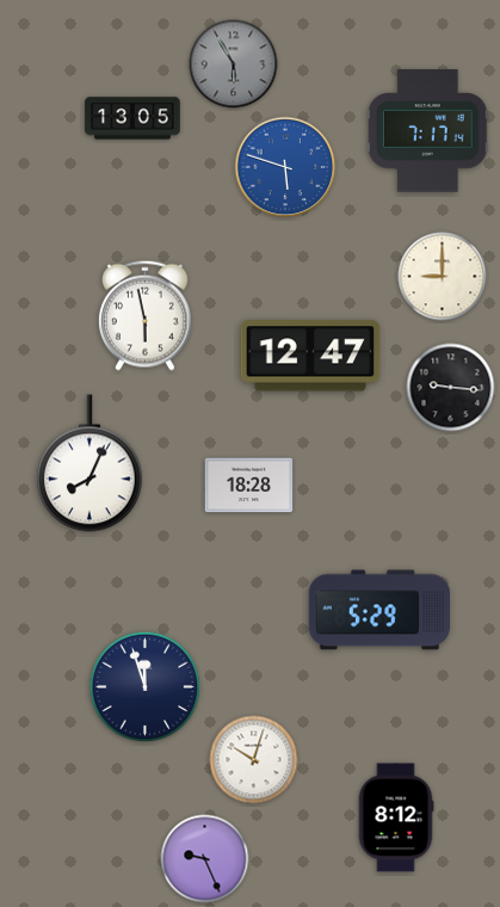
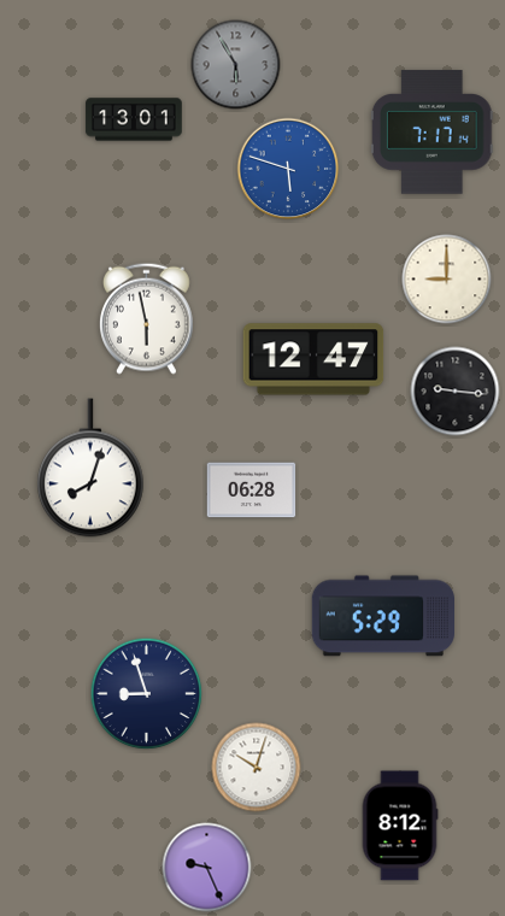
clock at (132, 118): 13:05 -> 13:01
clock at (91, 463): 8:04 -> 8:03
clock at (249, 486): 18:28 -> 06:28
clock at (146, 687): 11:57 -> 8:57
